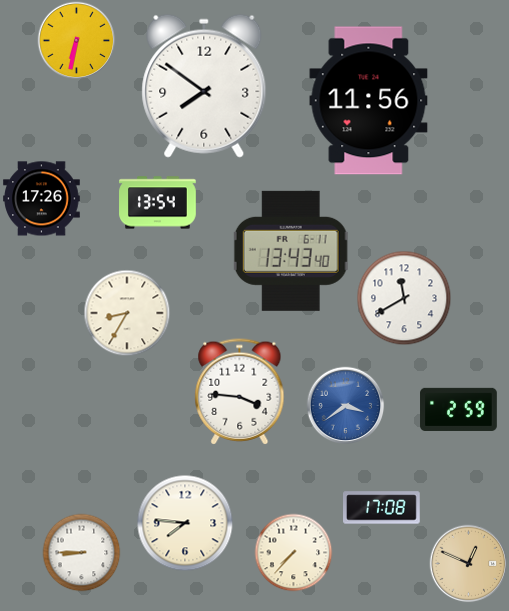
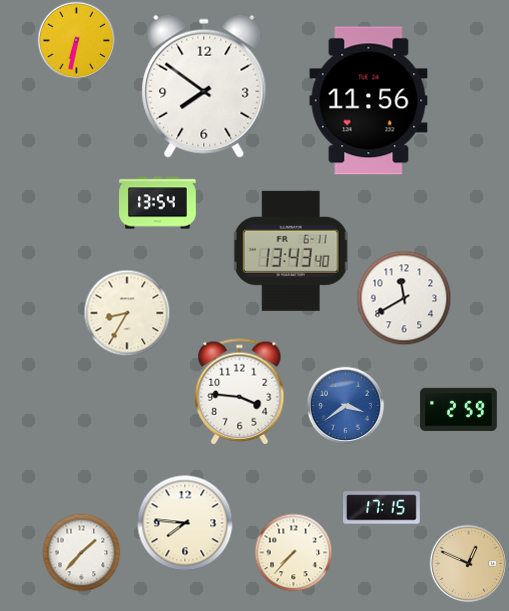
clock at (42, 199): 17:26 -> none
clock at (382, 508): 17:08 -> 17:15
clock at (81, 552): 8:45 -> 1:37
